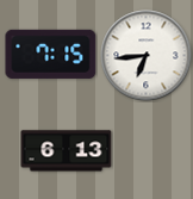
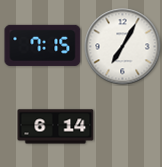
clock at (147, 56): 6:44 -> 7:05
clock at (67, 151): 6:13 -> 6:14
